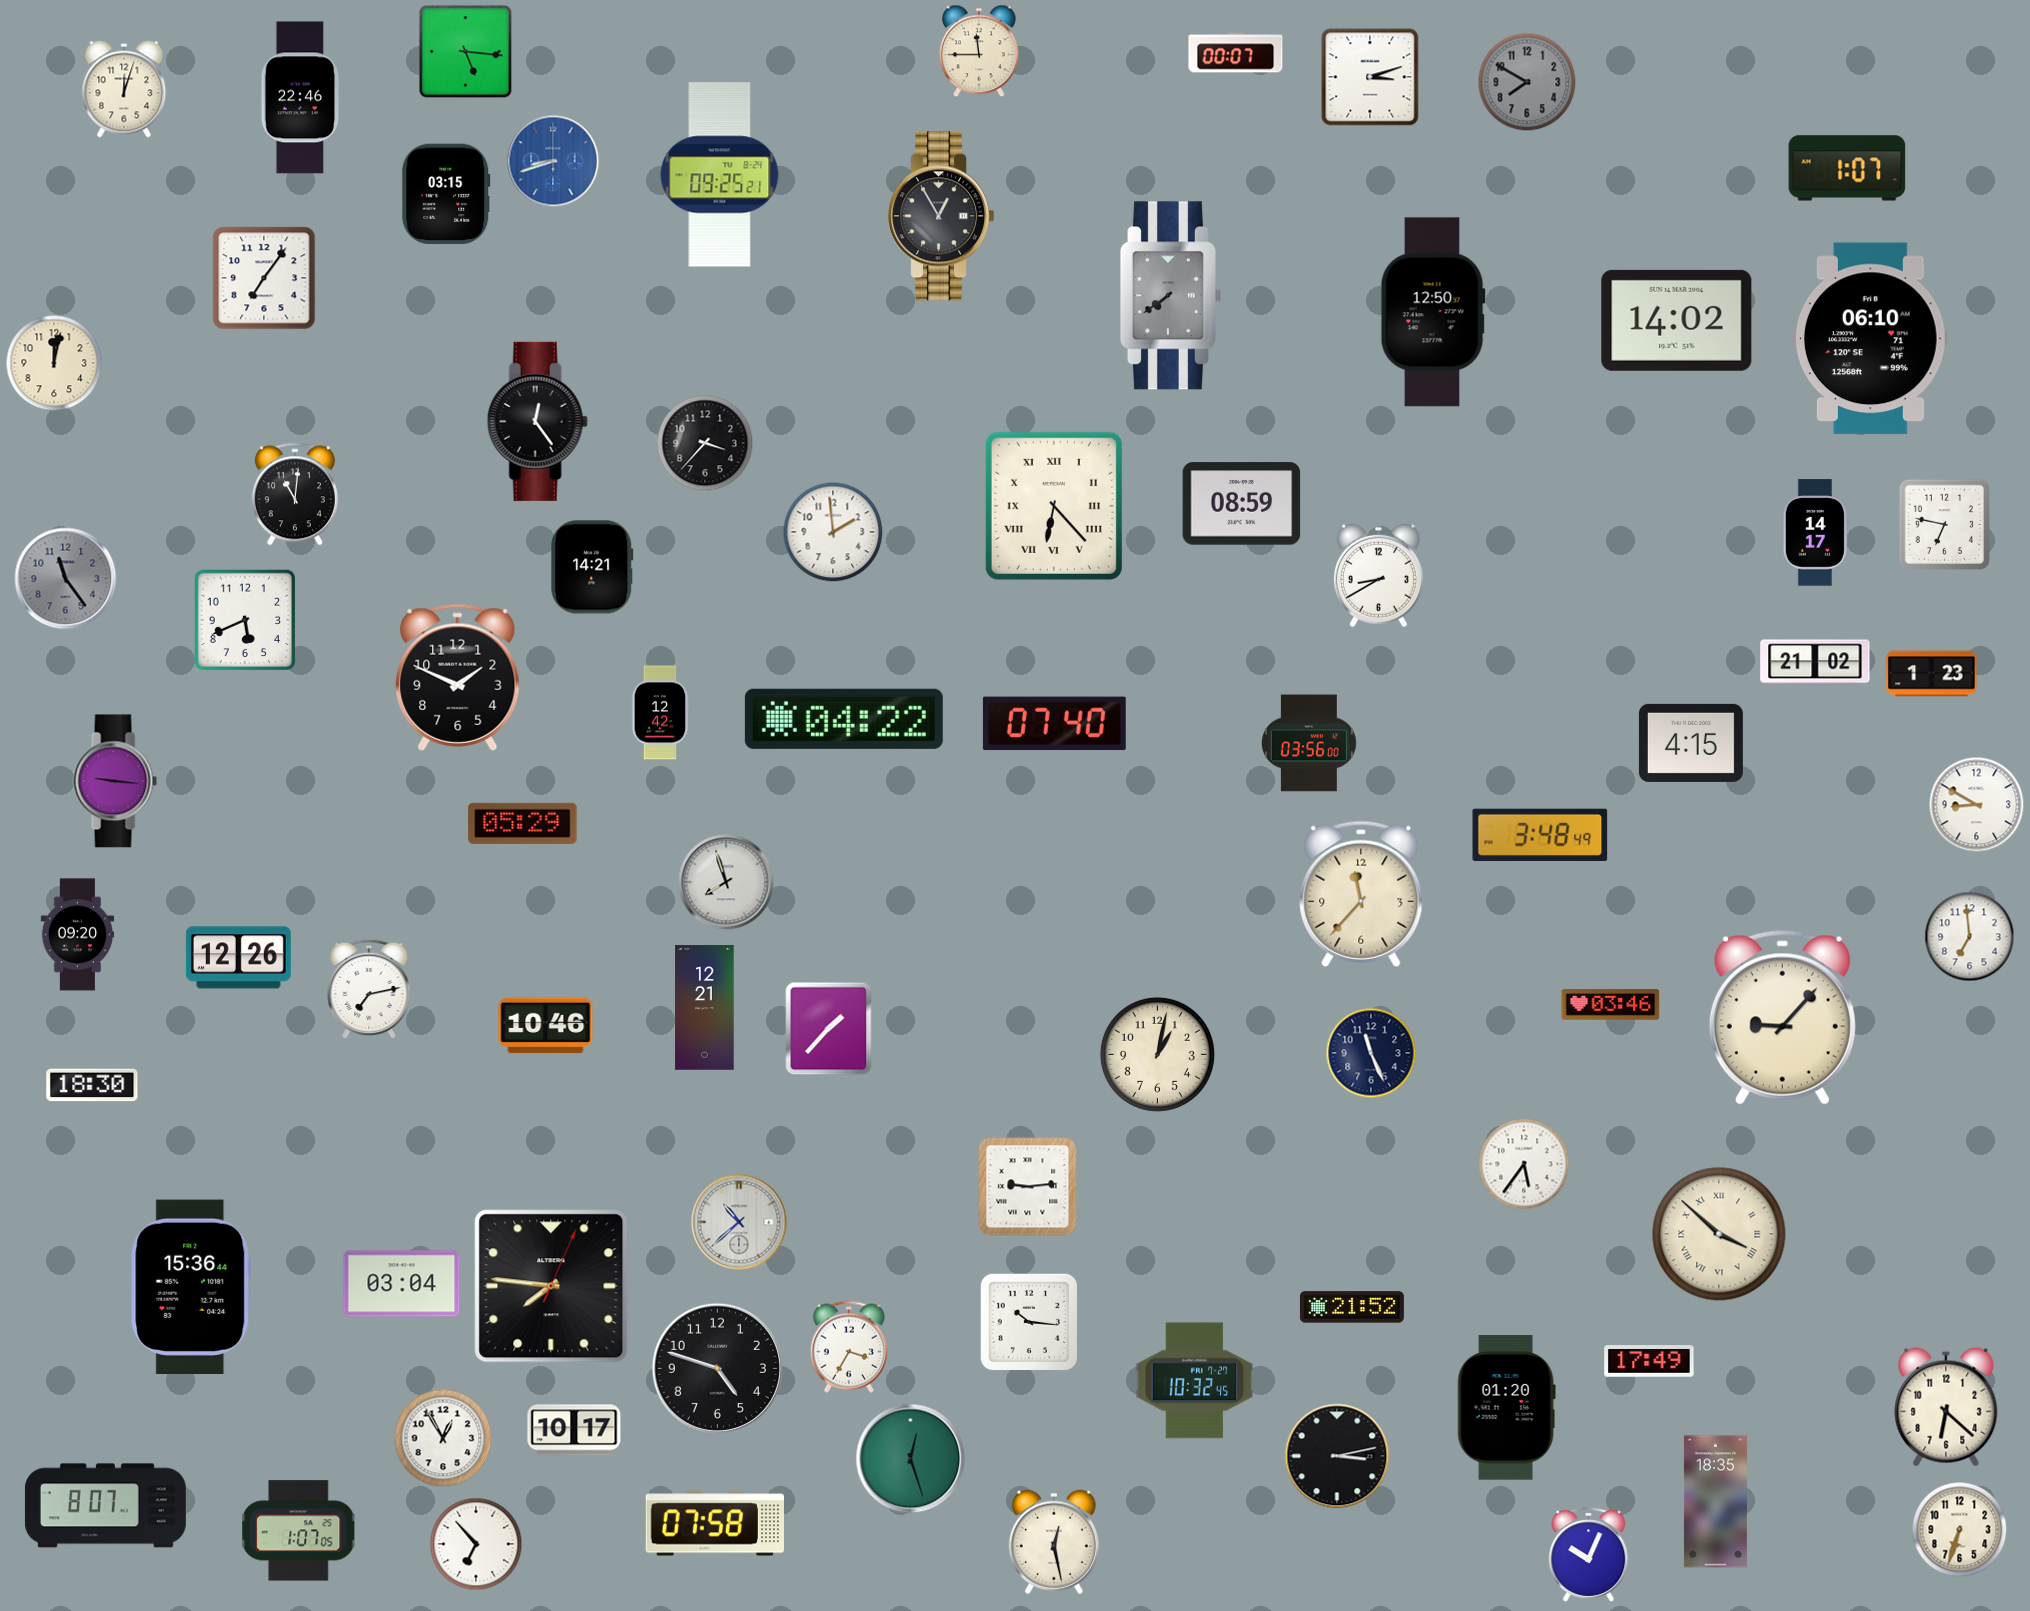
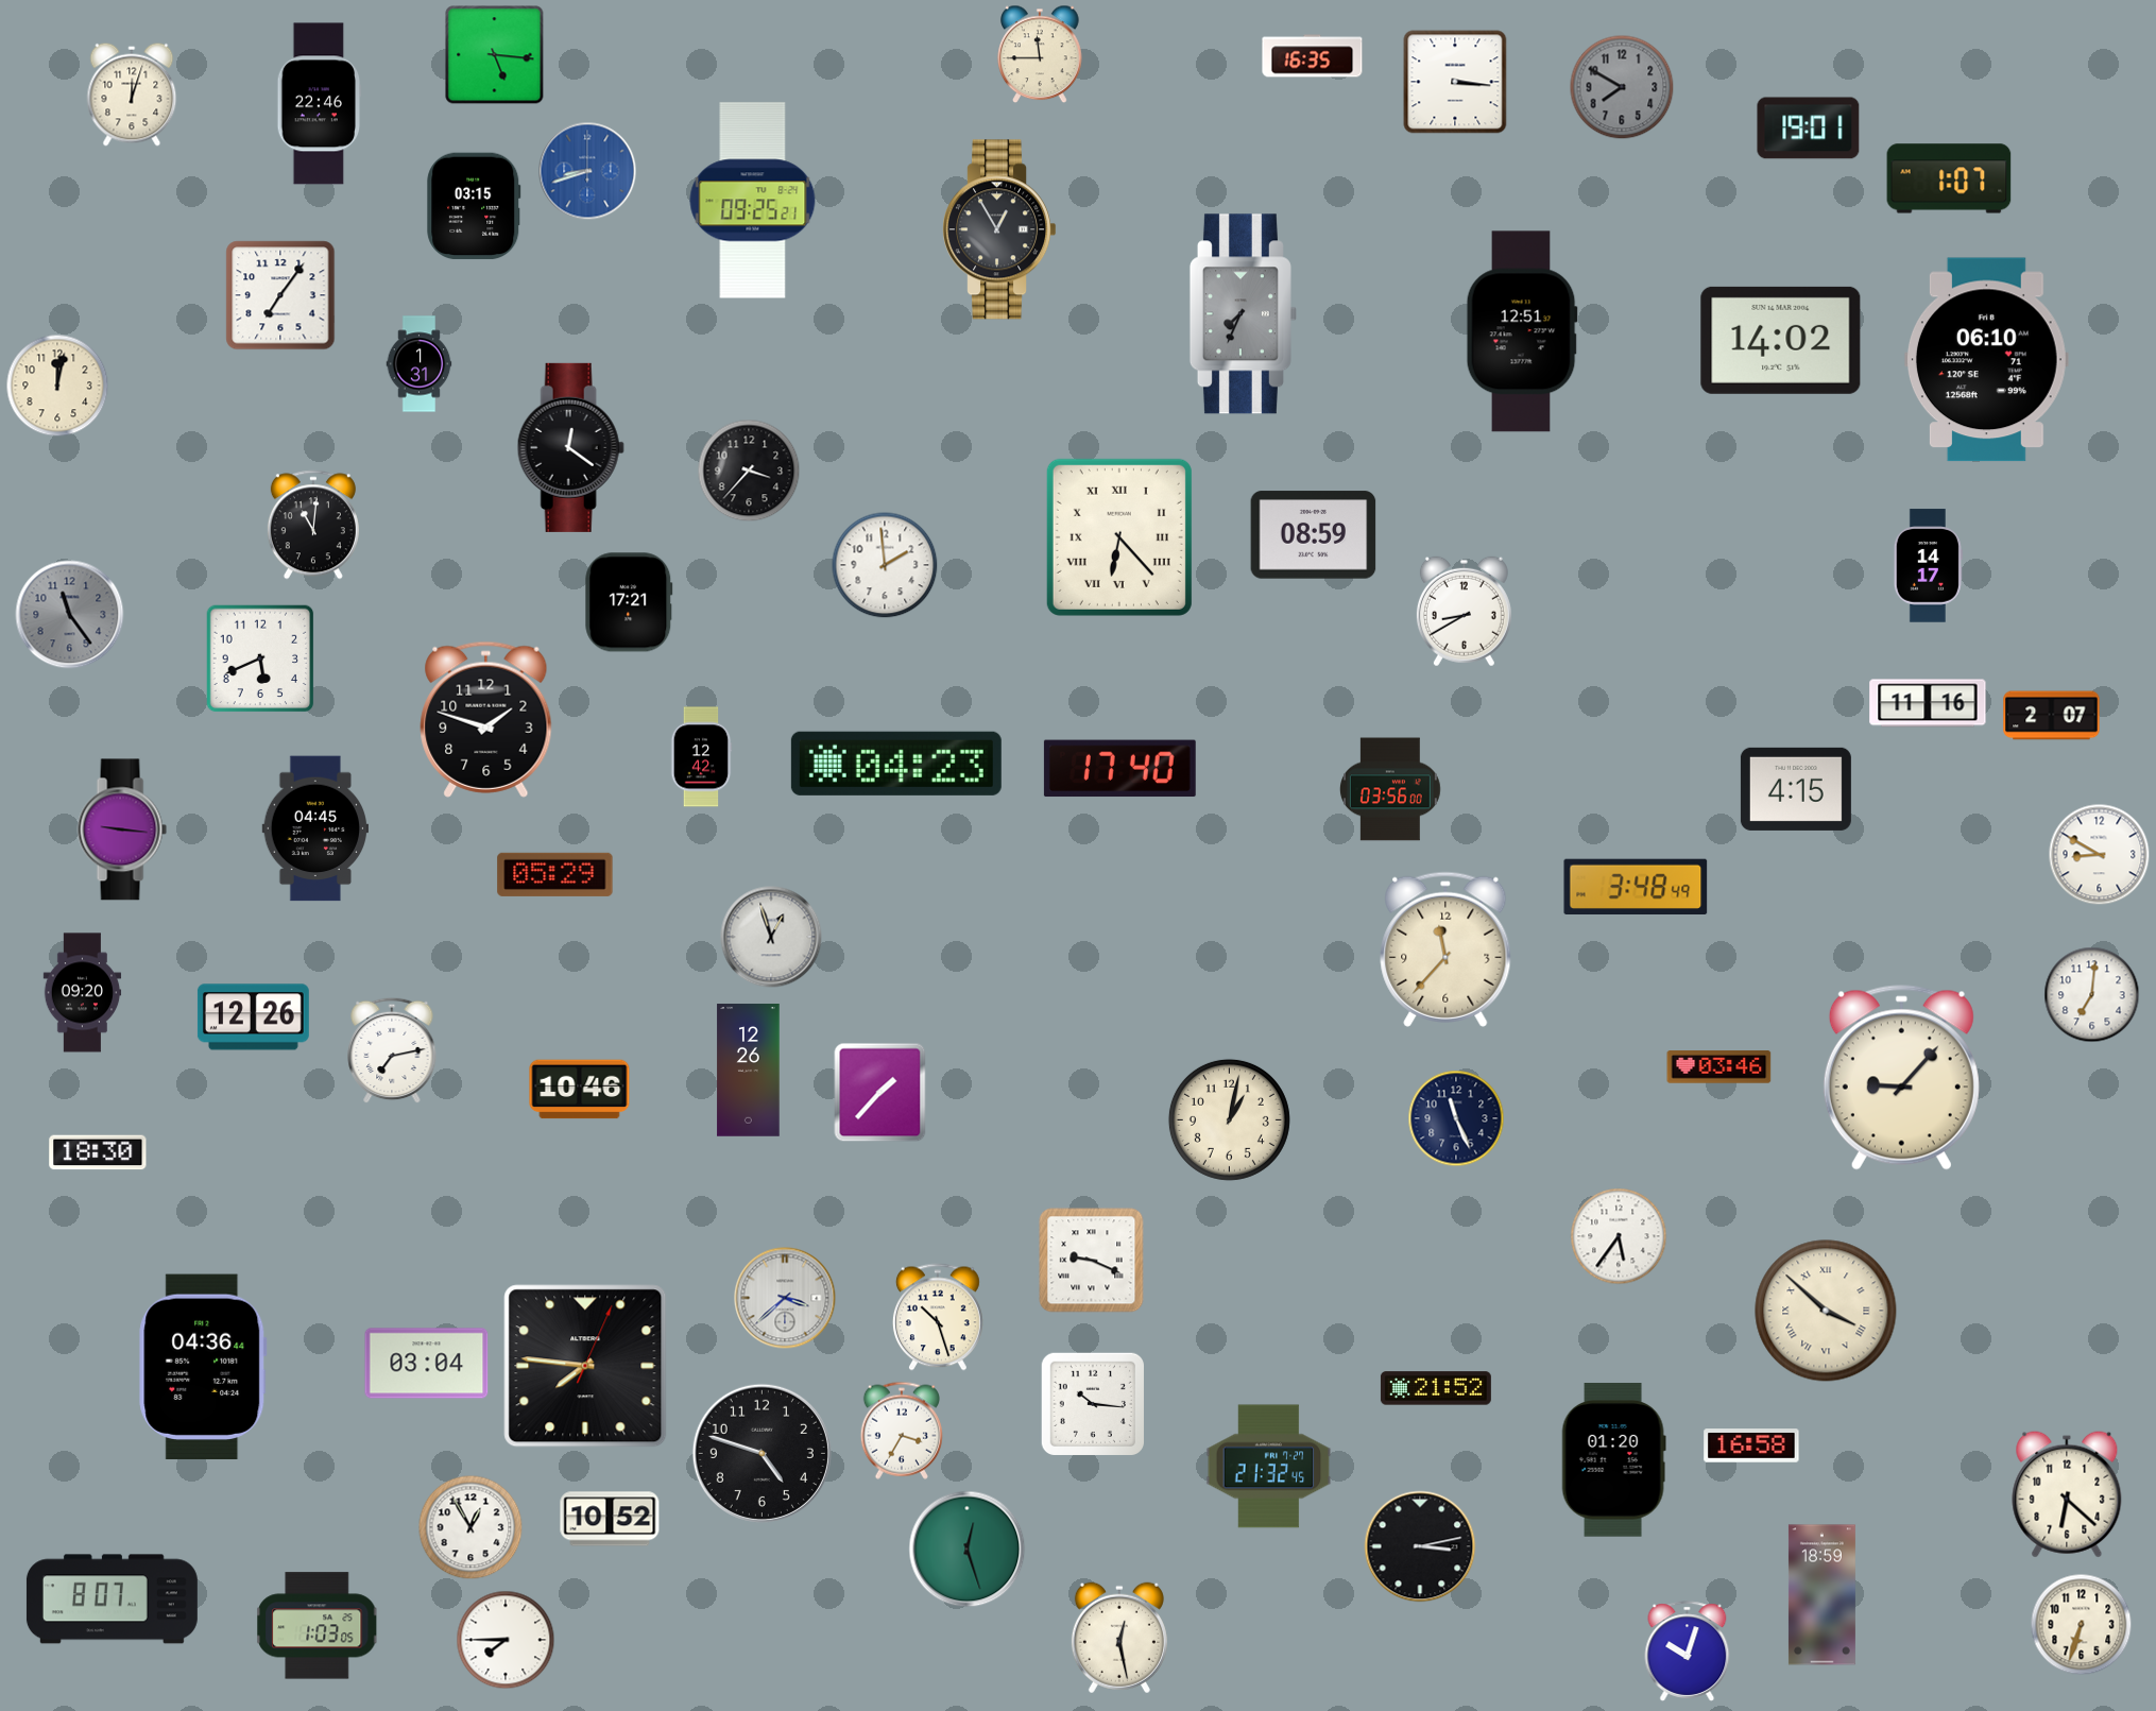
clock at (1236, 53): 00:07 -> 16:35
clock at (1370, 77): 3:12 -> 3:16
clock at (1809, 129): none -> 19:01
clock at (1847, 168) position: (1847, 168) -> (1949, 178)
clock at (720, 175) position: (720, 175) -> (753, 201)
clock at (1170, 296): 7:39 -> 7:34
clock at (1433, 312): 12:50 -> 12:51
clock at (420, 364): none -> 1:31
clock at (537, 421): 12:24 -> 12:21
clock at (1242, 504) position: (1242, 504) -> (1314, 535)
clock at (1944, 524): 6:47 -> none
clock at (592, 567): 14:21 -> 17:21
clock at (1815, 662): 21:02 -> 11:16
clock at (1932, 674): 1:23 -> 2:07
clock at (458, 677): 1:49 -> 1:48
clock at (844, 719): 04:22 -> 04:23
clock at (1054, 724): 07:40 -> 17:40
clock at (315, 828): none -> 04:45
clock at (726, 882): 7:57 -> 12:57
clock at (1970, 937): 6:59 -> 7:01
clock at (1611, 1005) position: (1611, 1005) -> (1719, 1067)
clock at (705, 1008): 12:21 -> 12:26
clock at (1782, 1018) position: (1782, 1018) -> (1901, 1078)
clock at (1028, 1187): 9:14 -> 9:19
clock at (739, 1222): 10:38 -> 3:38
clock at (938, 1317): none -> 10:27
clock at (191, 1286): 15:36 -> 04:36
clock at (1649, 1361): 17:49 -> 16:58
clock at (1195, 1381): 10:32 -> 21:32
clock at (1506, 1408) position: (1506, 1408) -> (1613, 1460)
clock at (574, 1430): 10:17 -> 10:52
clock at (1715, 1502): 18:35 -> 18:59
clock at (715, 1523): 07:58 -> none
clock at (299, 1531): 1:07 -> 1:03
clock at (476, 1544): 6:53 -> 7:45
clock at (1589, 1555): 10:04 -> 10:03
